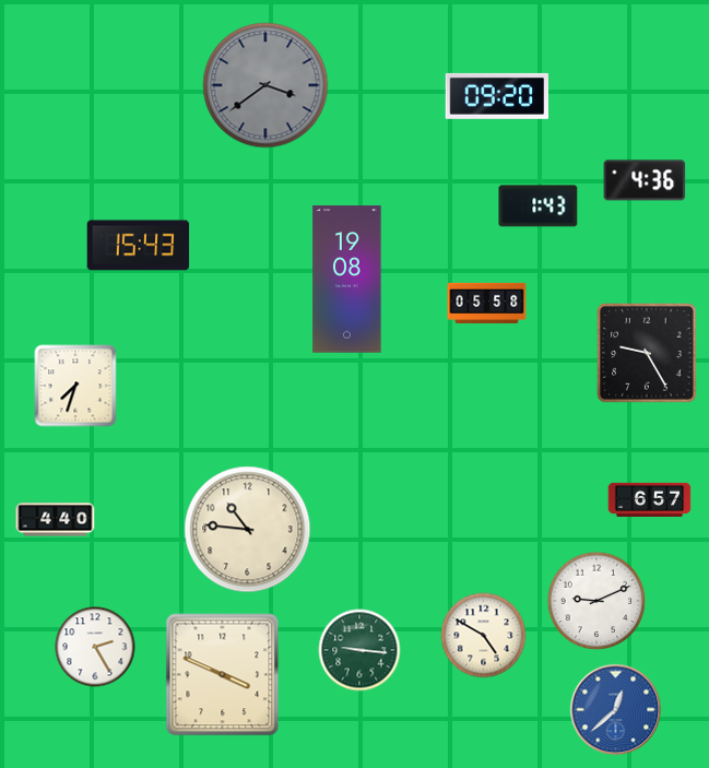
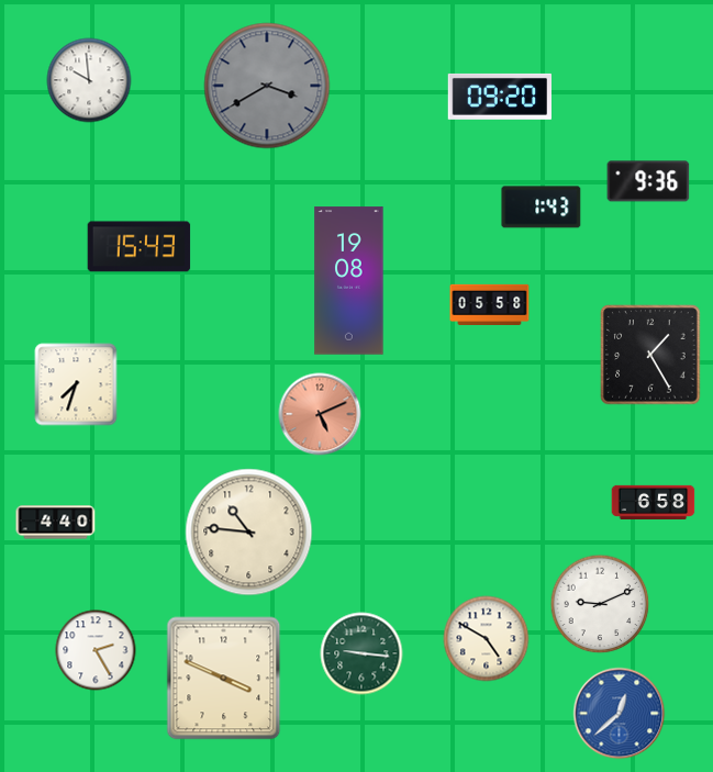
clock at (89, 80): none -> 9:59
clock at (265, 85): 3:39 -> 3:40
clock at (645, 180): 4:36 -> 9:36
clock at (647, 353): 9:25 -> 1:25
clock at (75, 386) position: (75, 386) -> (76, 384)
clock at (320, 414): none -> 5:11
clock at (650, 499): 6:57 -> 6:58
